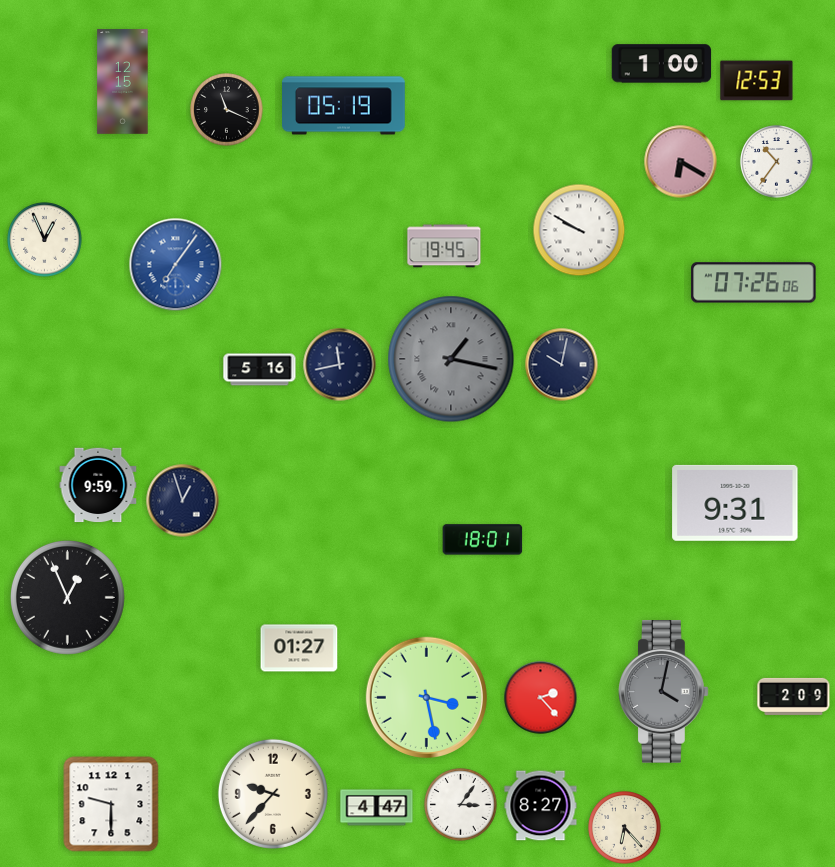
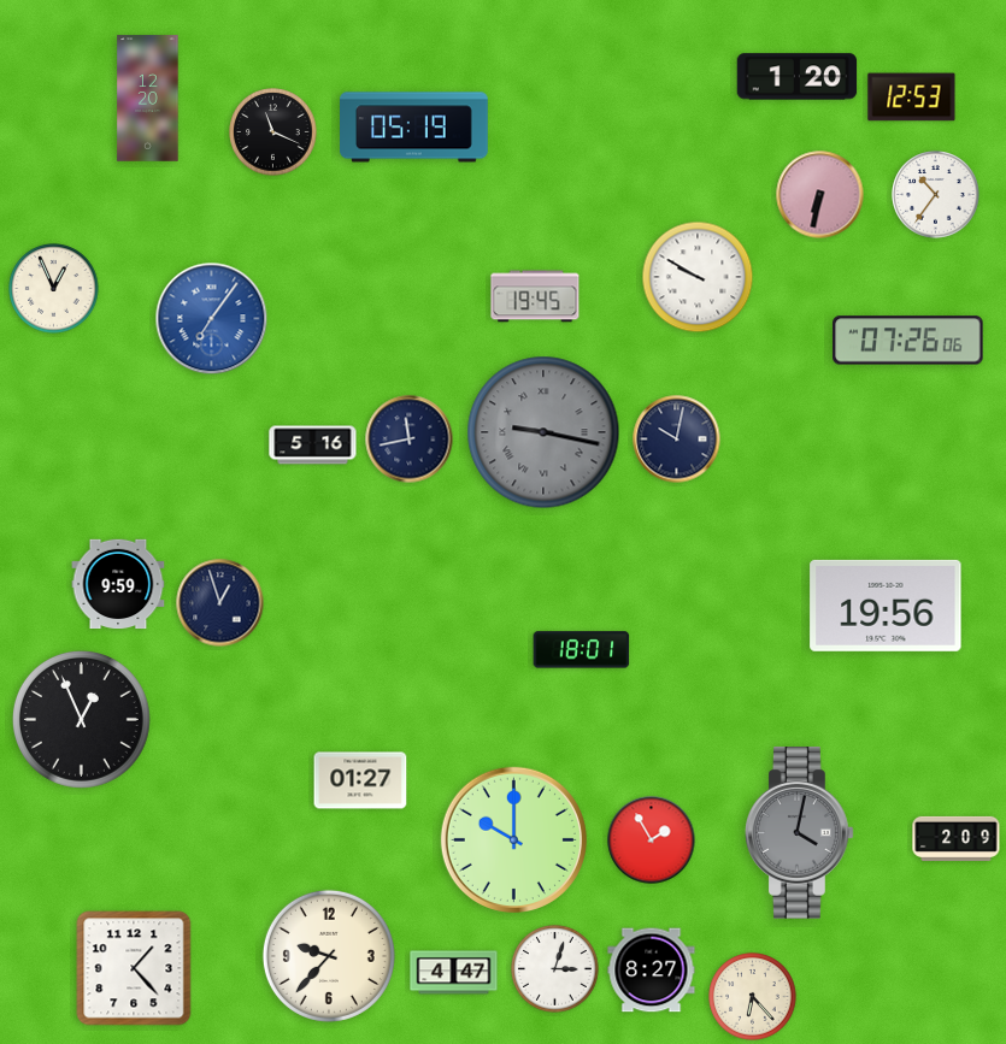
clock at (662, 64): 1:00 -> 1:20
clock at (123, 82): 12:15 -> 12:20
clock at (681, 162): 6:20 -> 6:32
clock at (451, 359): 1:17 -> 9:17
clock at (735, 503): 9:31 -> 19:56
clock at (426, 697): 3:28 -> 10:00
clock at (541, 698): 2:23 -> 1:55
clock at (111, 804): 9:30 -> 1:23
clock at (461, 805): 3:06 -> 3:03
